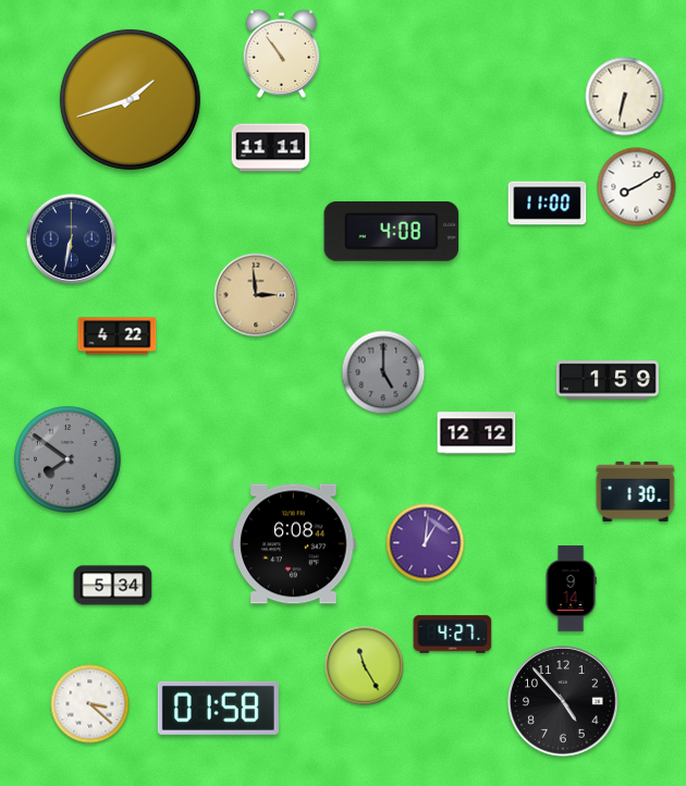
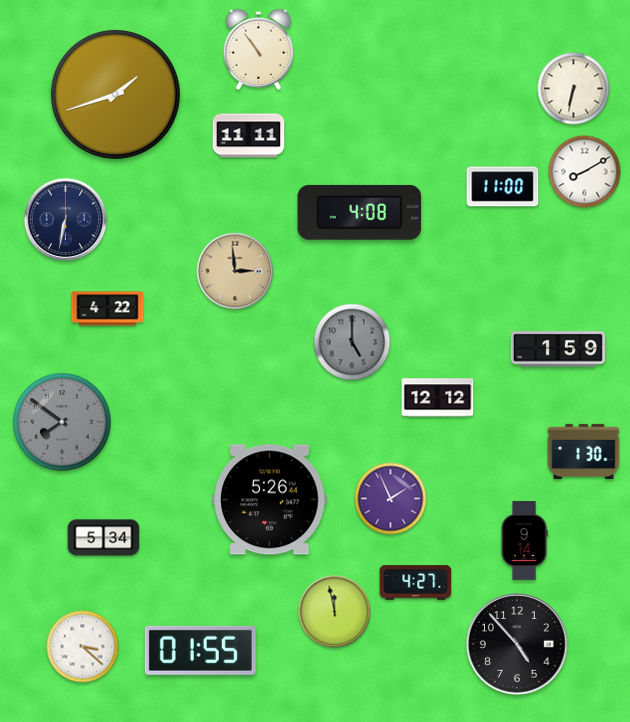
clock at (130, 99) position: (130, 99) -> (115, 94)
clock at (426, 543): 1:01 -> 1:56
clock at (294, 544): 6:08 -> 5:26
clock at (365, 666): 11:25 -> 11:58
clock at (218, 708): 01:58 -> 01:55
